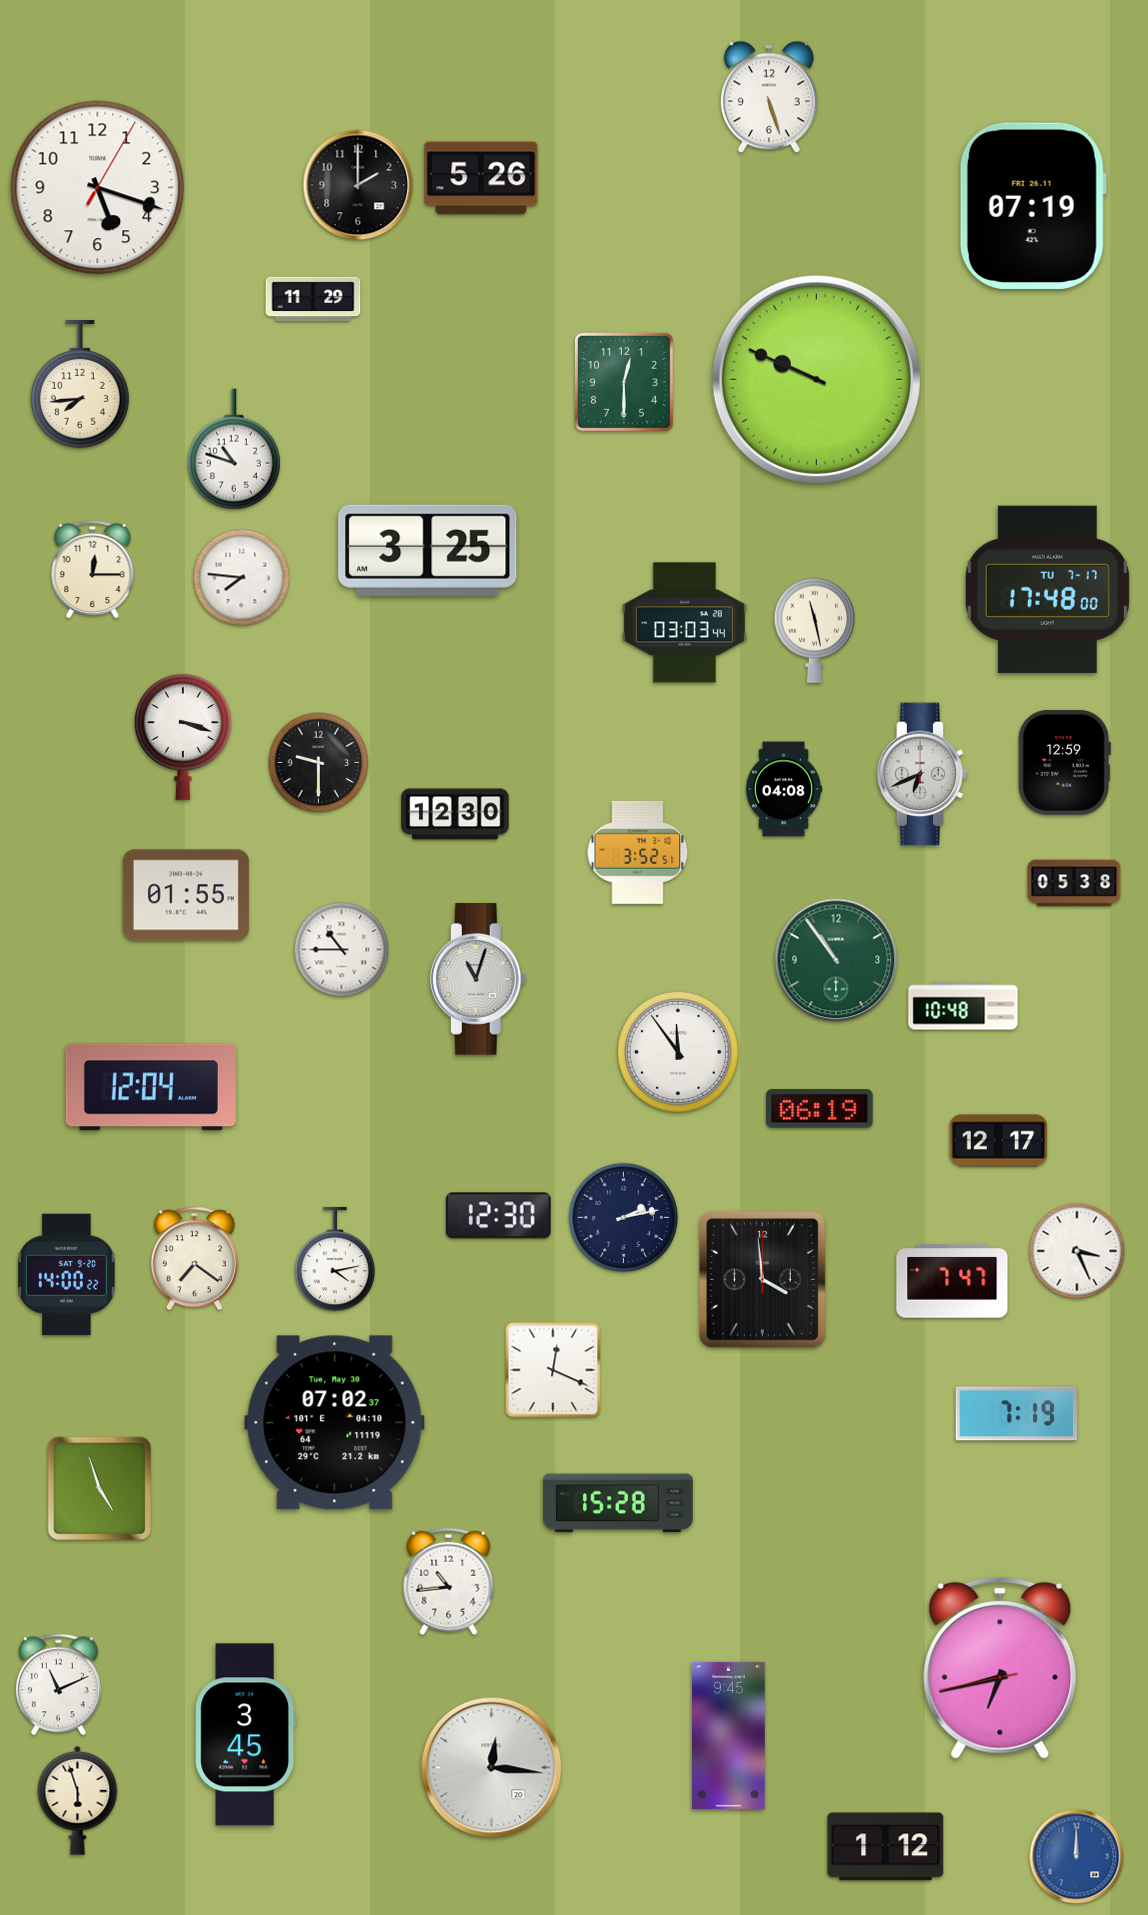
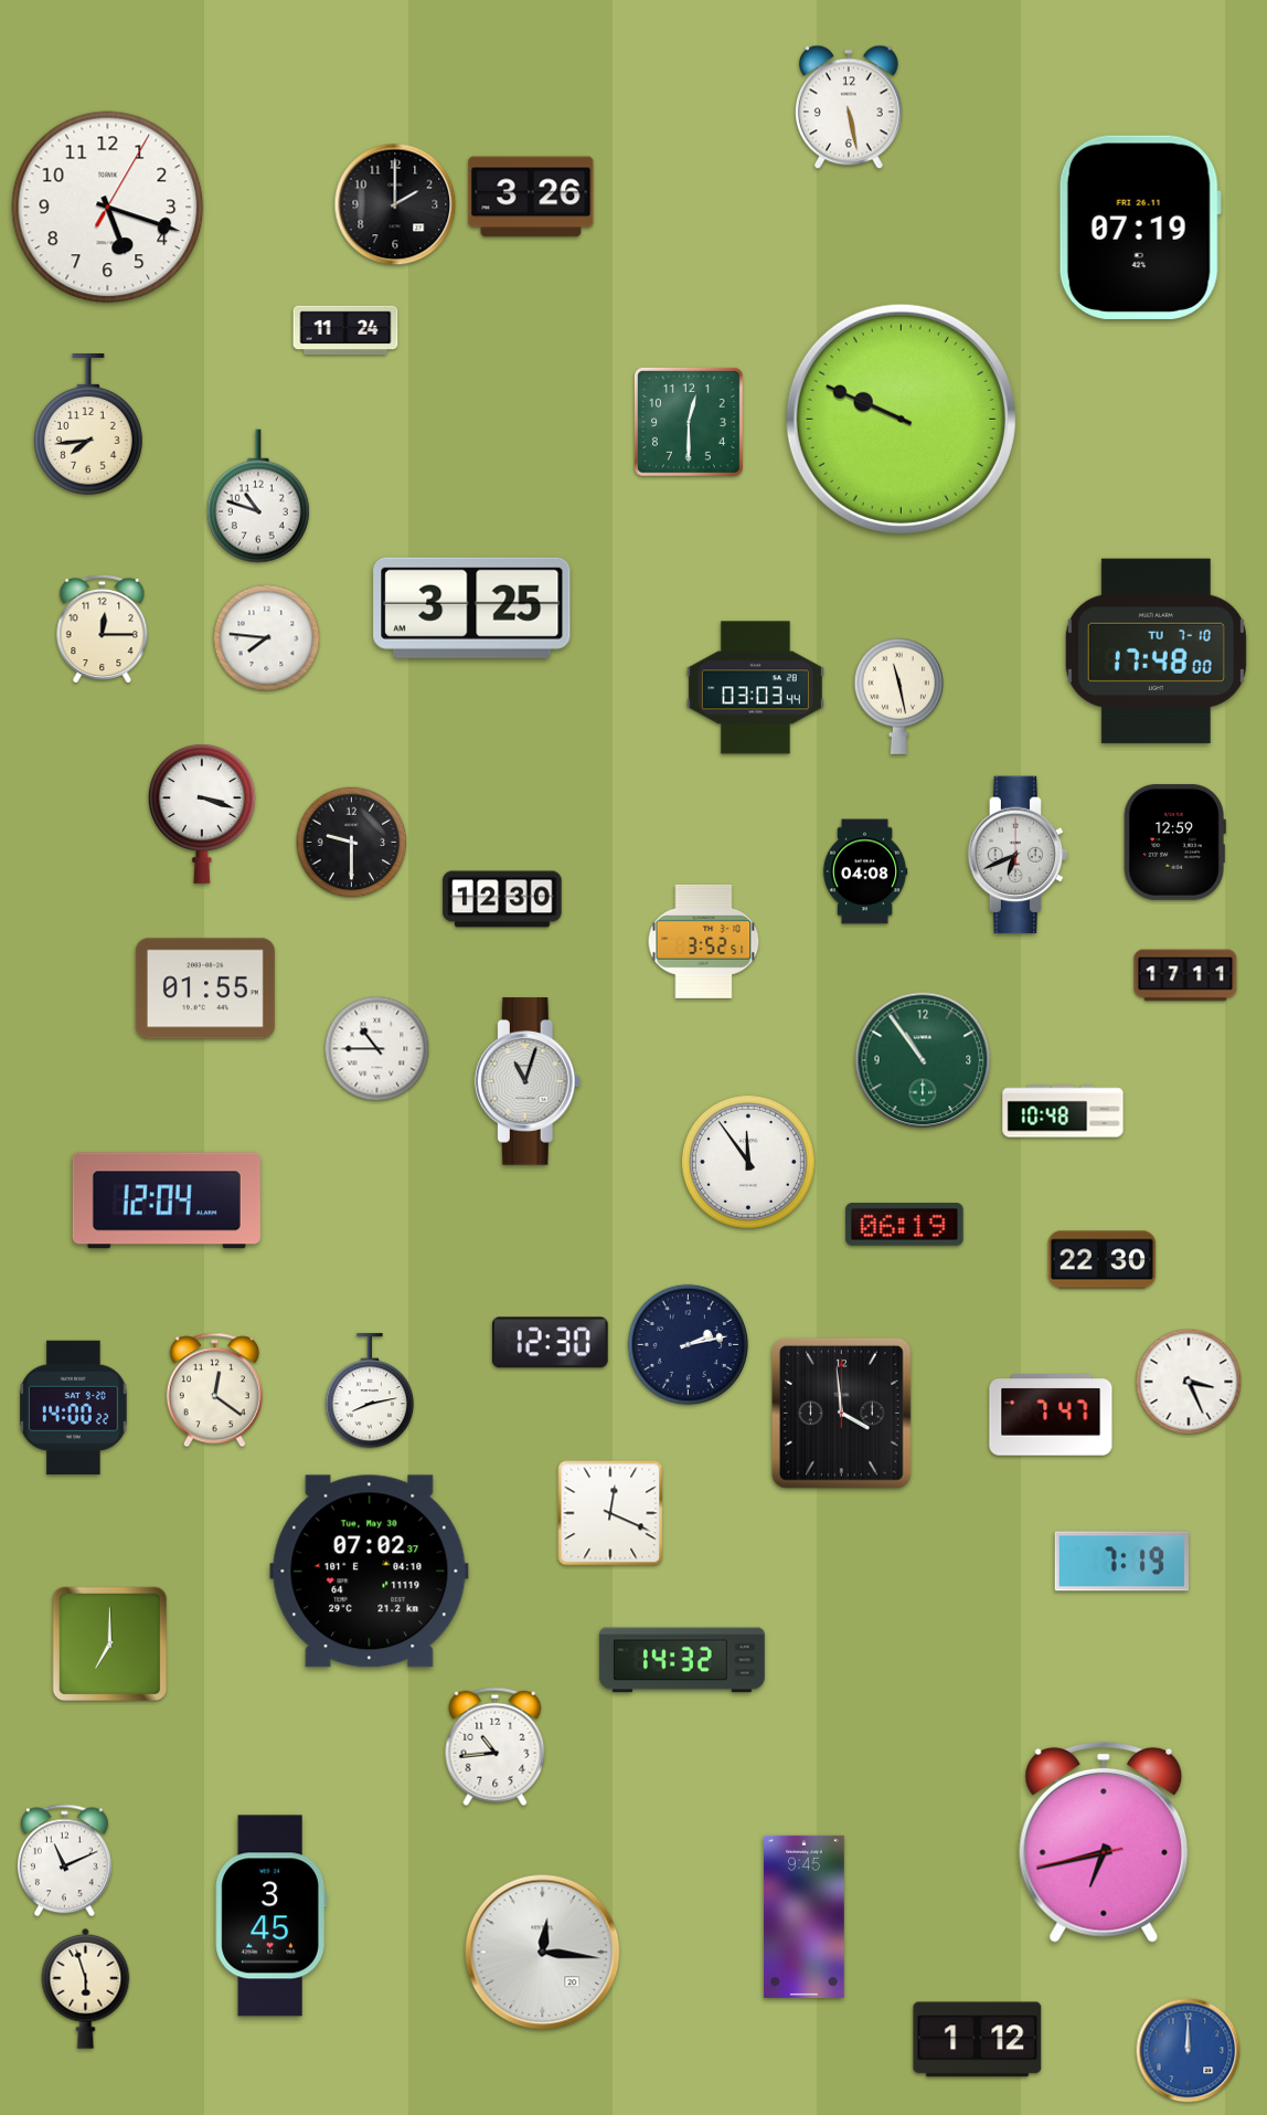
clock at (770, 97): 5:27 -> 5:28
clock at (481, 178): 5:26 -> 3:26
clock at (313, 299): 11:29 -> 11:24
clock at (1047, 589) date: TU 7-17 -> TU 7-10
clock at (1074, 883): 05:38 -> 17:11
clock at (999, 1141): 12:17 -> 22:30
clock at (194, 1259): 7:21 -> 12:21
clock at (334, 1259): 4:13 -> 8:13
clock at (100, 1489): 4:57 -> 7:00
clock at (618, 1503): 15:28 -> 14:32
